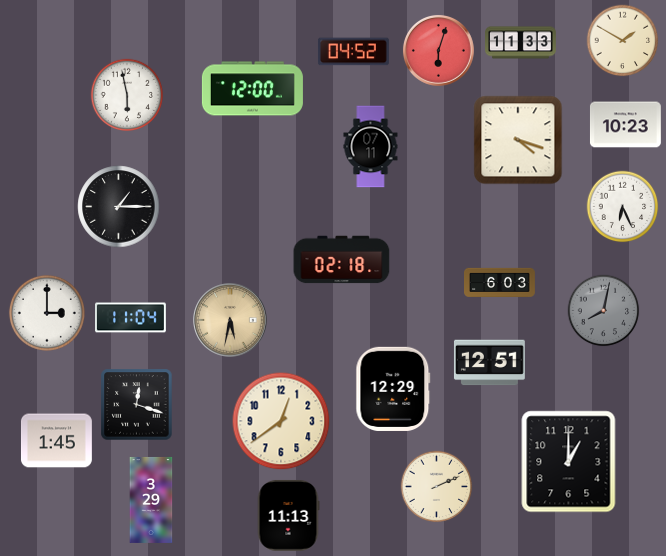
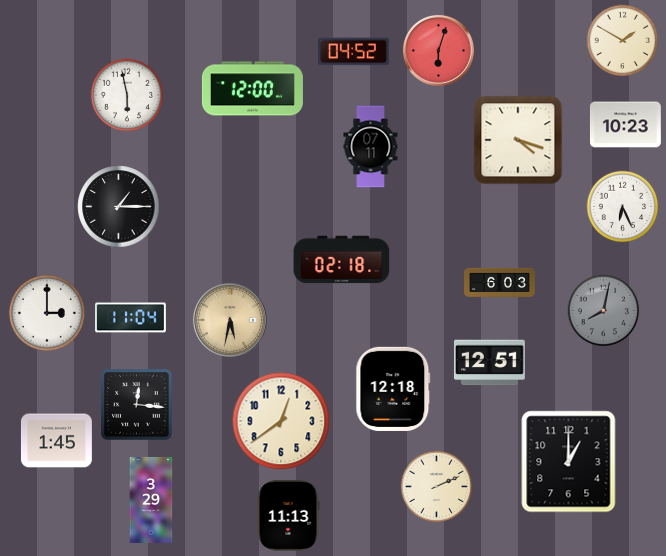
clock at (521, 43): 11:33 -> none
clock at (393, 389): 12:29 -> 12:18
clock at (137, 405): 12:18 -> 12:16
